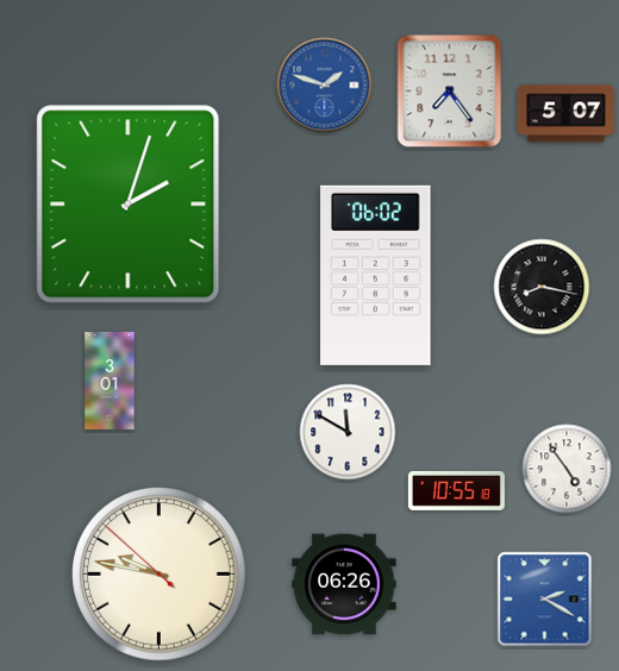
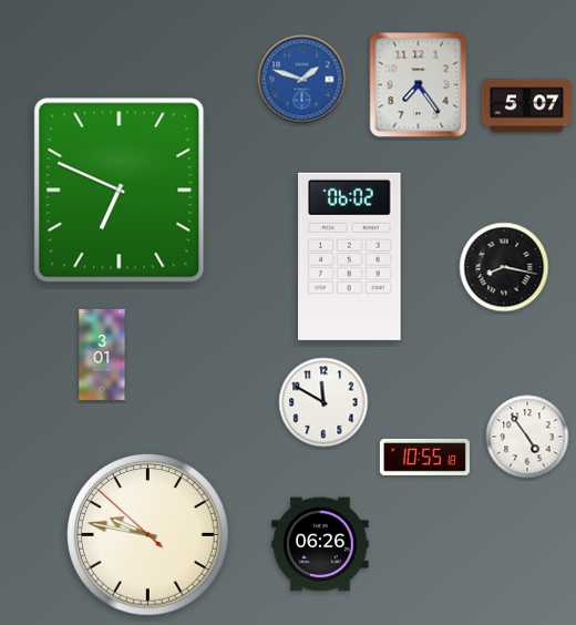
clock at (129, 205): 2:03 -> 6:49
clock at (545, 600): 2:20 -> none
